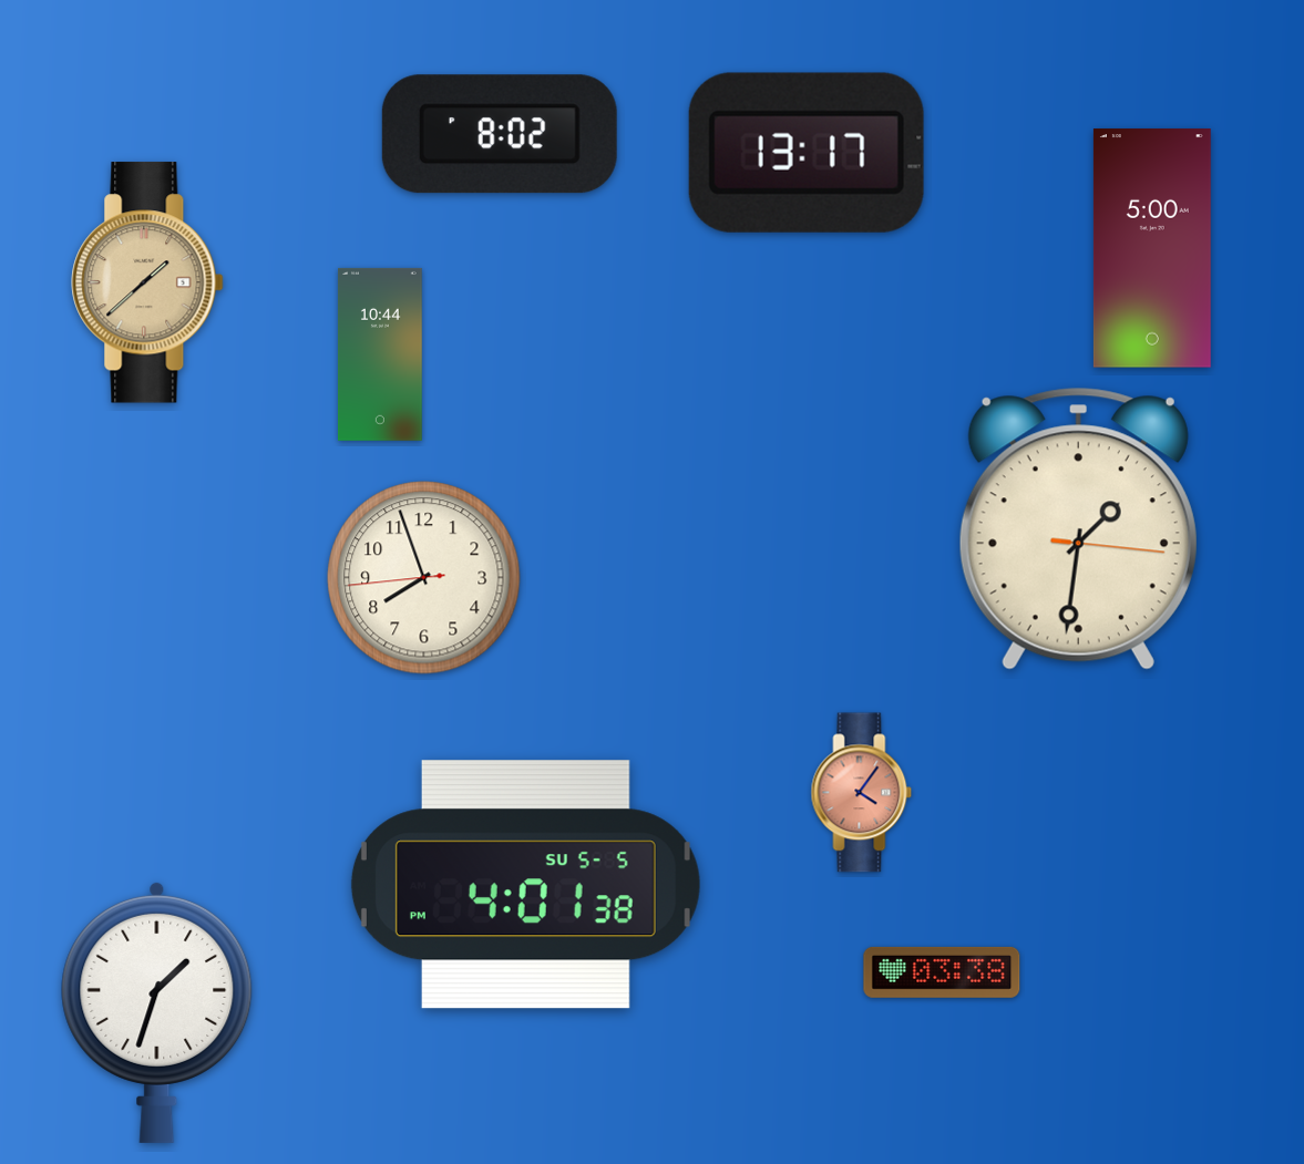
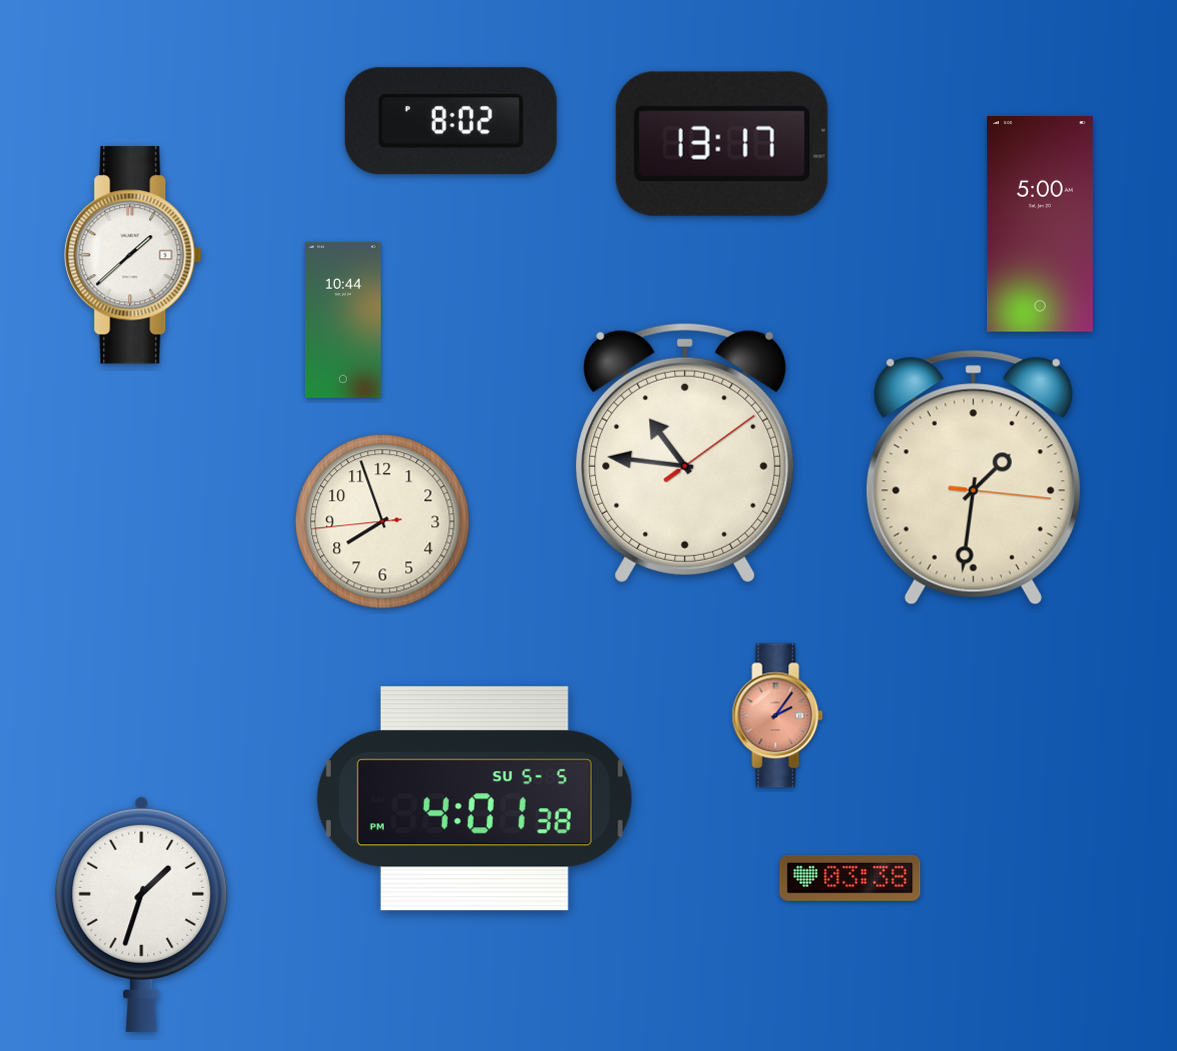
clock at (807, 153) position: (807, 153) -> (722, 144)
clock at (147, 282) dial: champagne -> white
clock at (685, 453): none -> 10:46
clock at (862, 793): 4:06 -> 2:06
